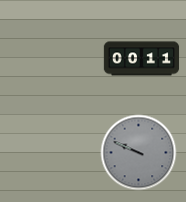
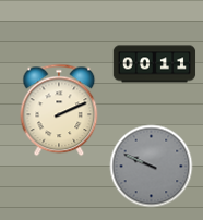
clock at (59, 110): none -> 2:11
